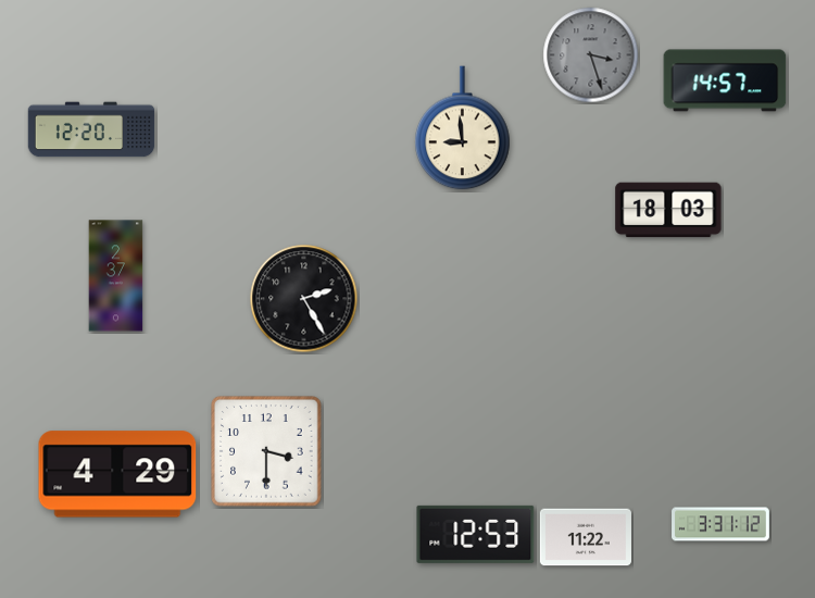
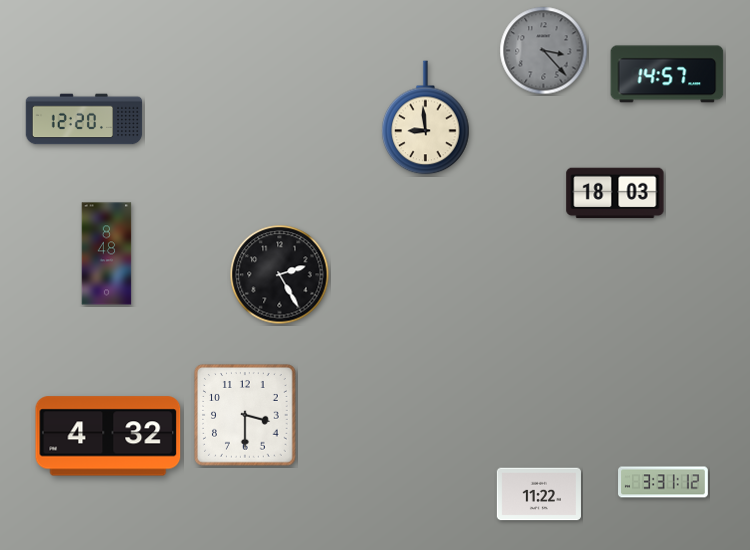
clock at (591, 55): 3:27 -> 3:23
clock at (116, 276): 2:37 -> 8:48
clock at (117, 474): 4:29 -> 4:32
clock at (476, 534): 12:53 -> none
